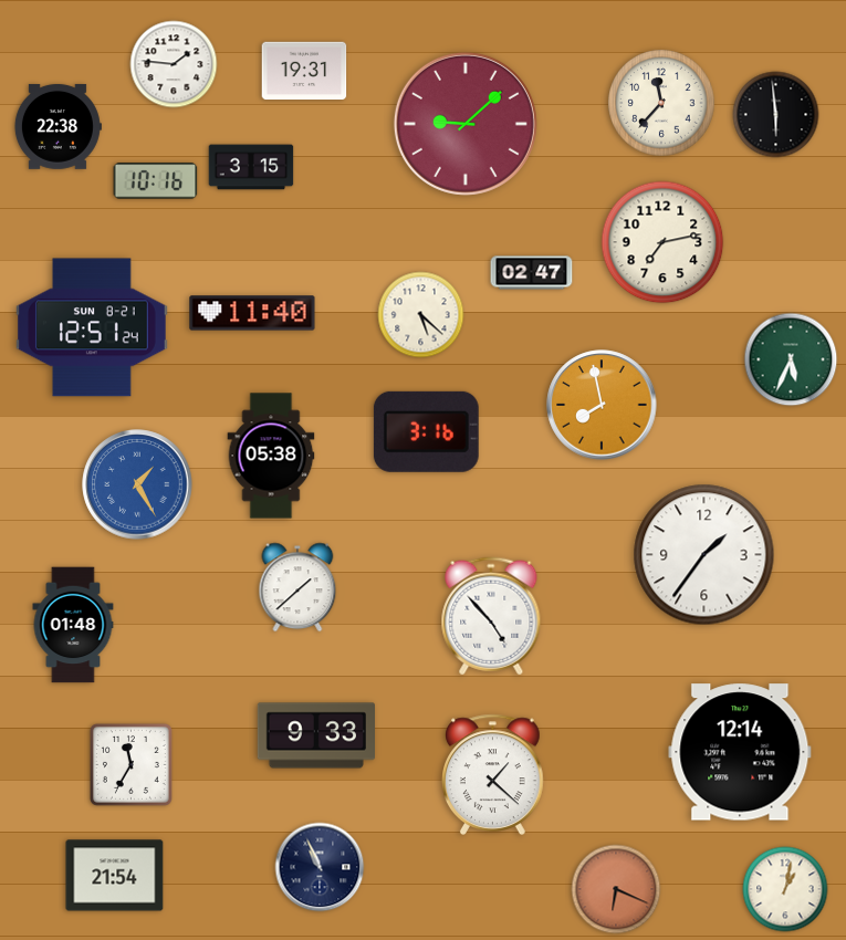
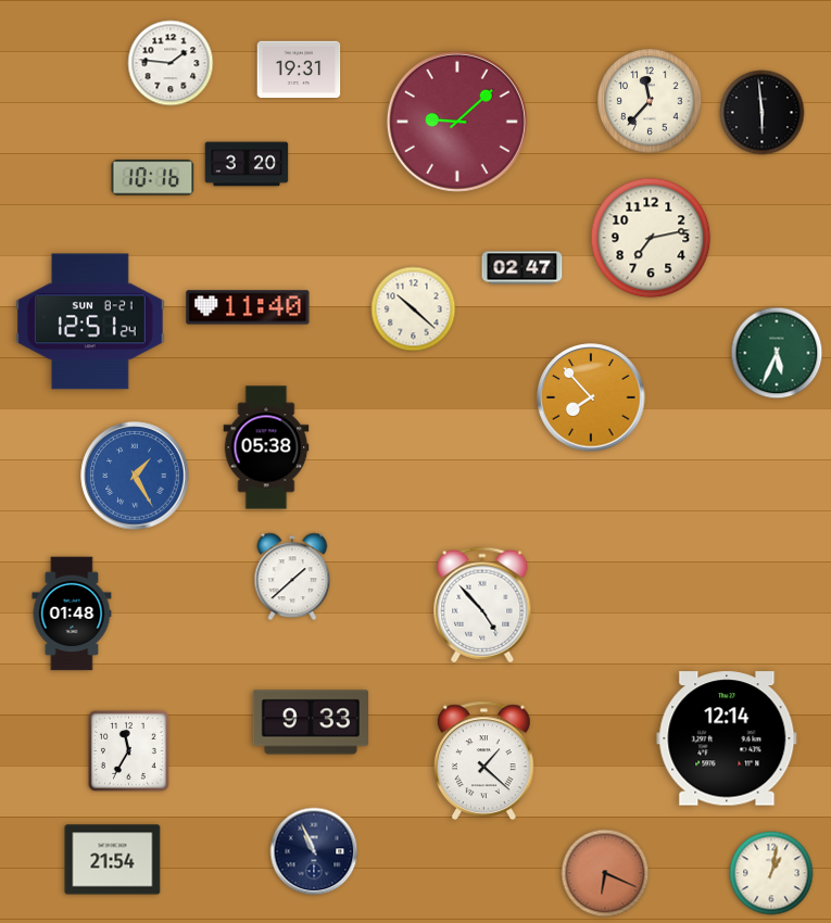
clock at (58, 127): 22:38 -> none
clock at (251, 167): 3:15 -> 3:20
clock at (421, 315): 5:22 -> 10:22
clock at (602, 405): 7:58 -> 7:53
clock at (426, 431): 3:16 -> none
clock at (704, 555): 1:36 -> none
